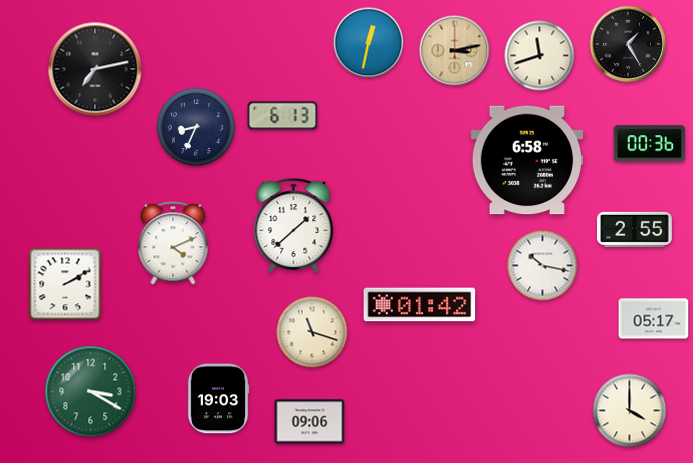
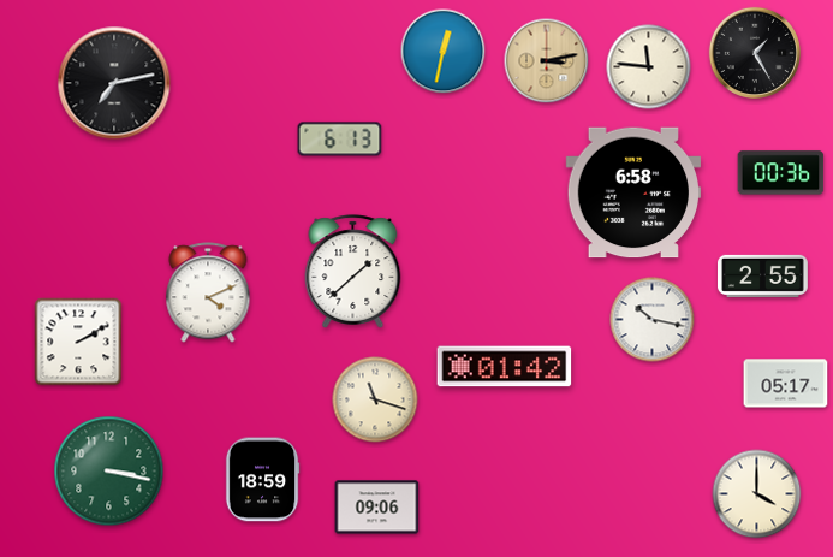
clock at (540, 56): 11:42 -> 11:46
clock at (196, 127): 8:34 -> none
clock at (91, 392): 3:20 -> 3:17
clock at (218, 399): 19:03 -> 18:59
clock at (310, 422) position: (310, 422) -> (377, 508)
